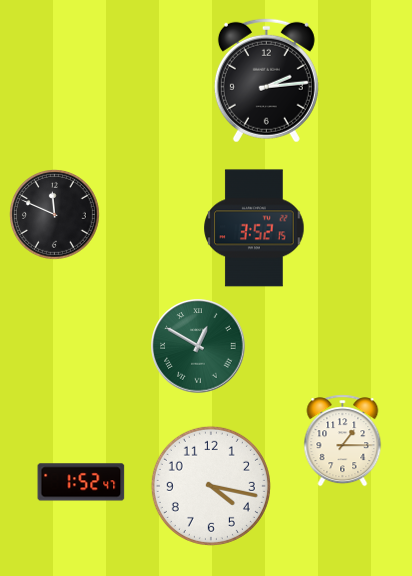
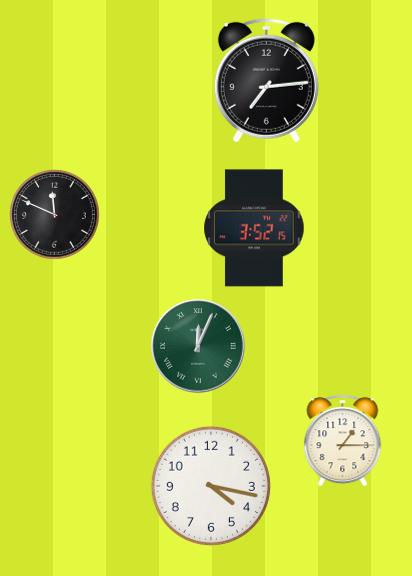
clock at (266, 80): 2:14 -> 7:14
clock at (198, 346): 12:50 -> 12:04
clock at (81, 482): 1:52 -> none
